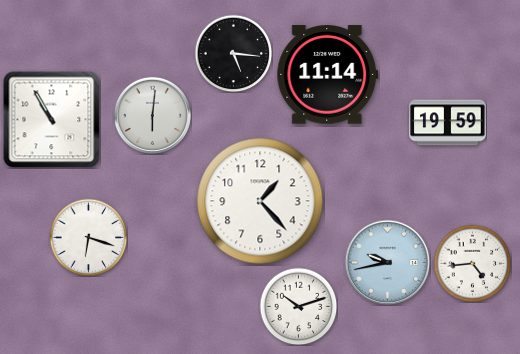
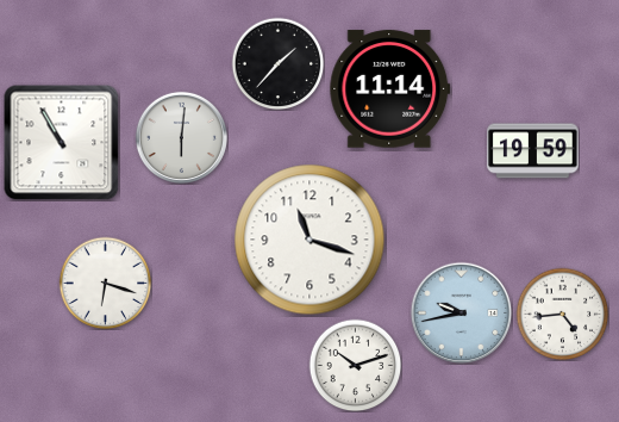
clock at (233, 53): 5:16 -> 1:37
clock at (448, 123) position: (448, 123) -> (533, 151)
clock at (260, 201): 1:23 -> 11:18
